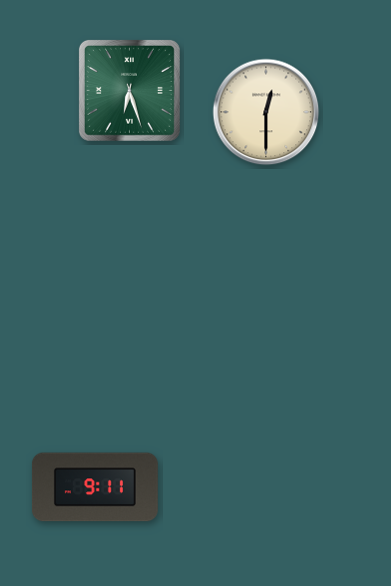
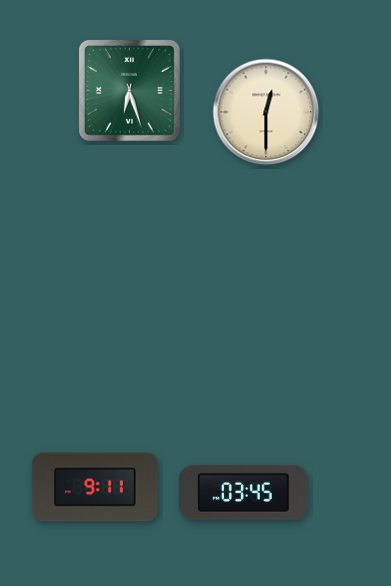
clock at (244, 492): none -> 03:45
